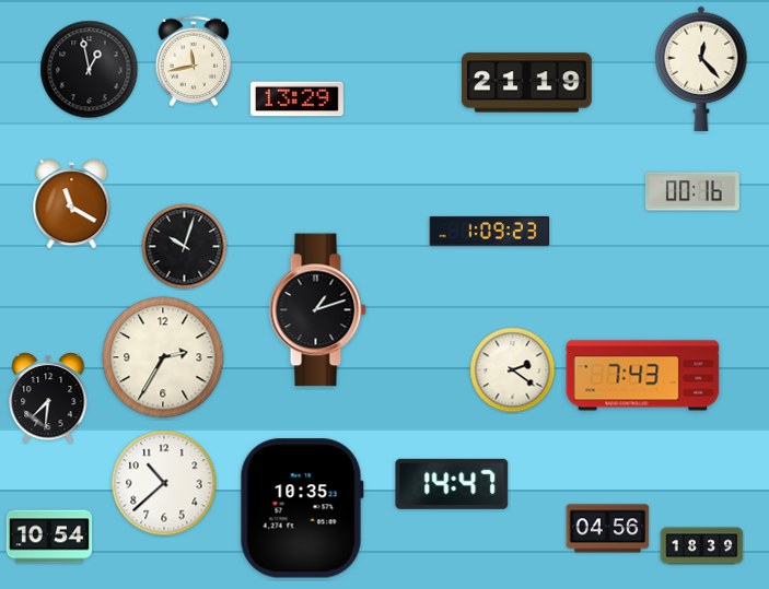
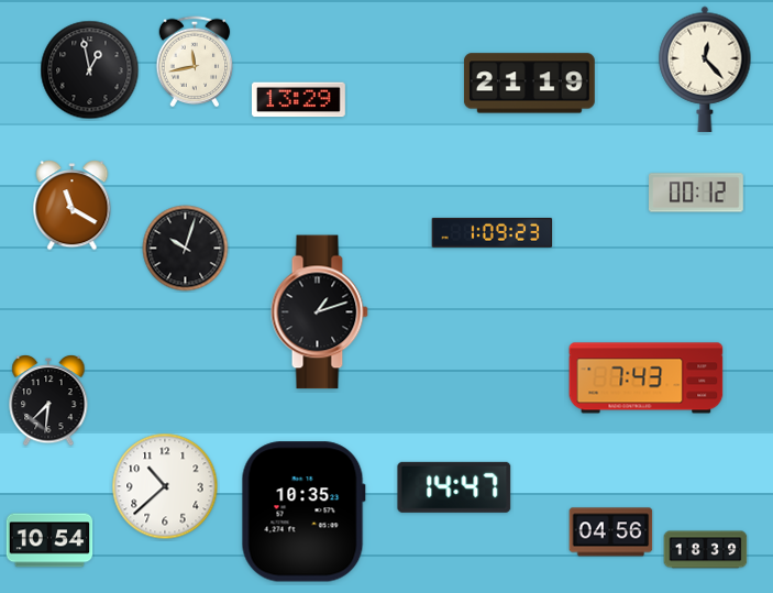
clock at (694, 191): 00:16 -> 00:12
clock at (163, 357): 2:35 -> none
clock at (513, 370): 2:21 -> none
